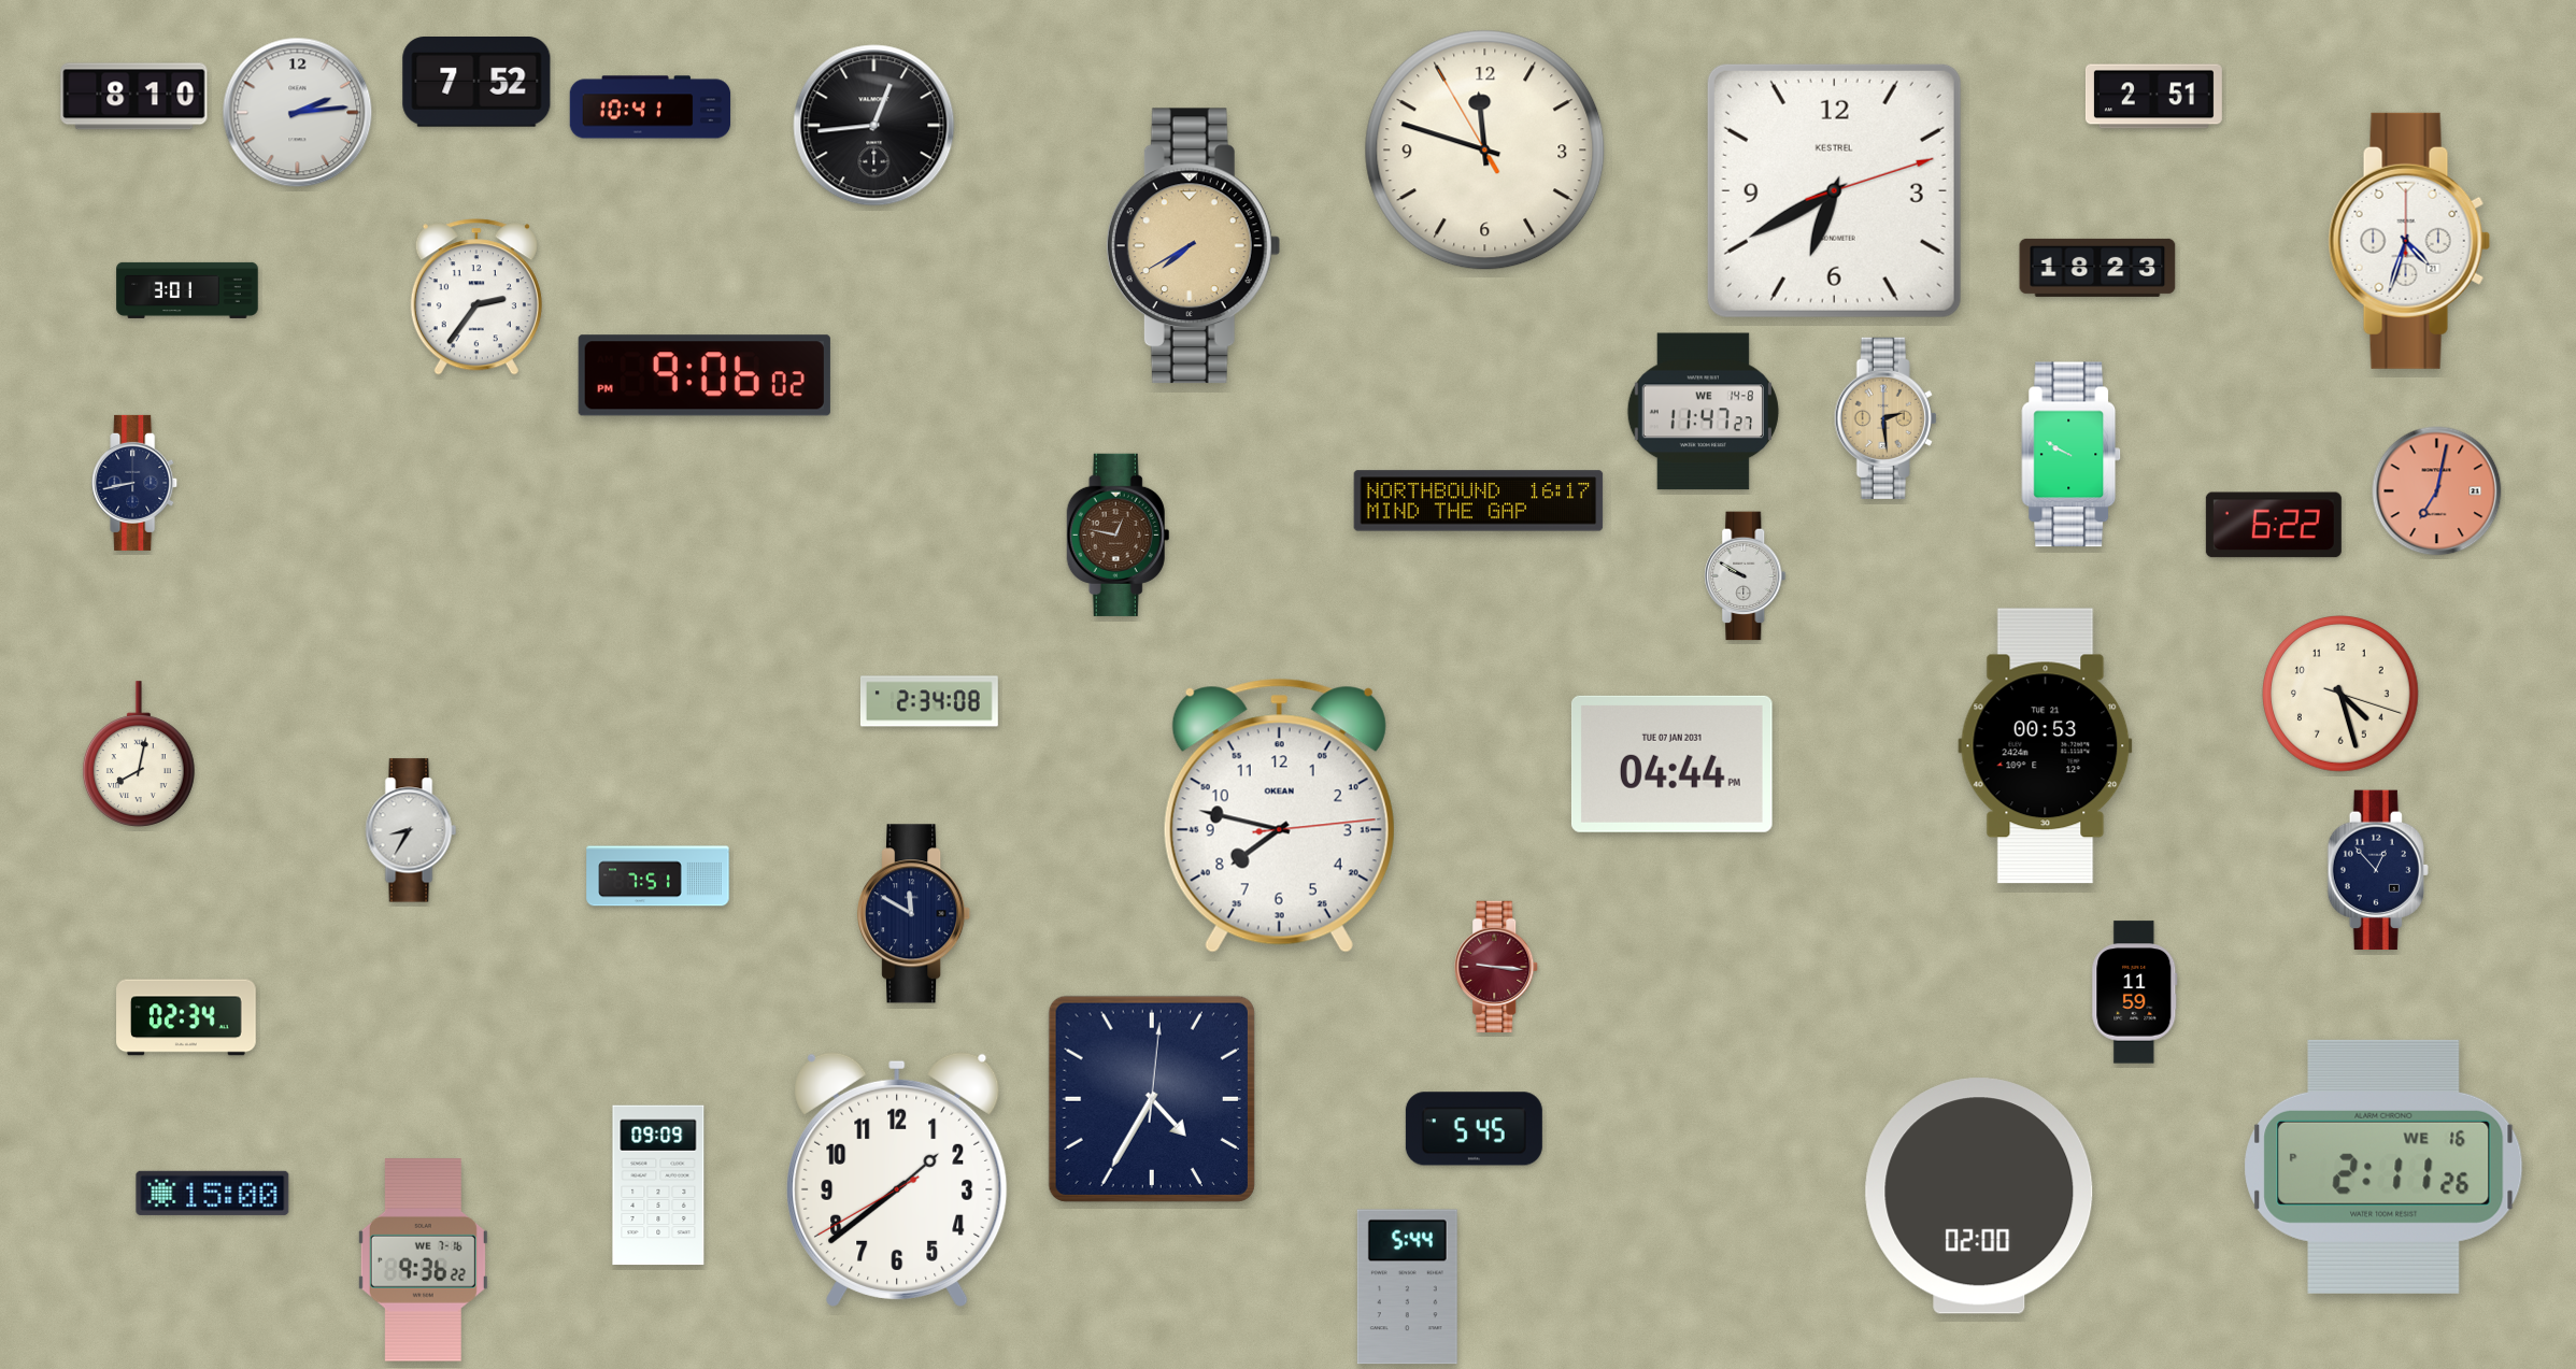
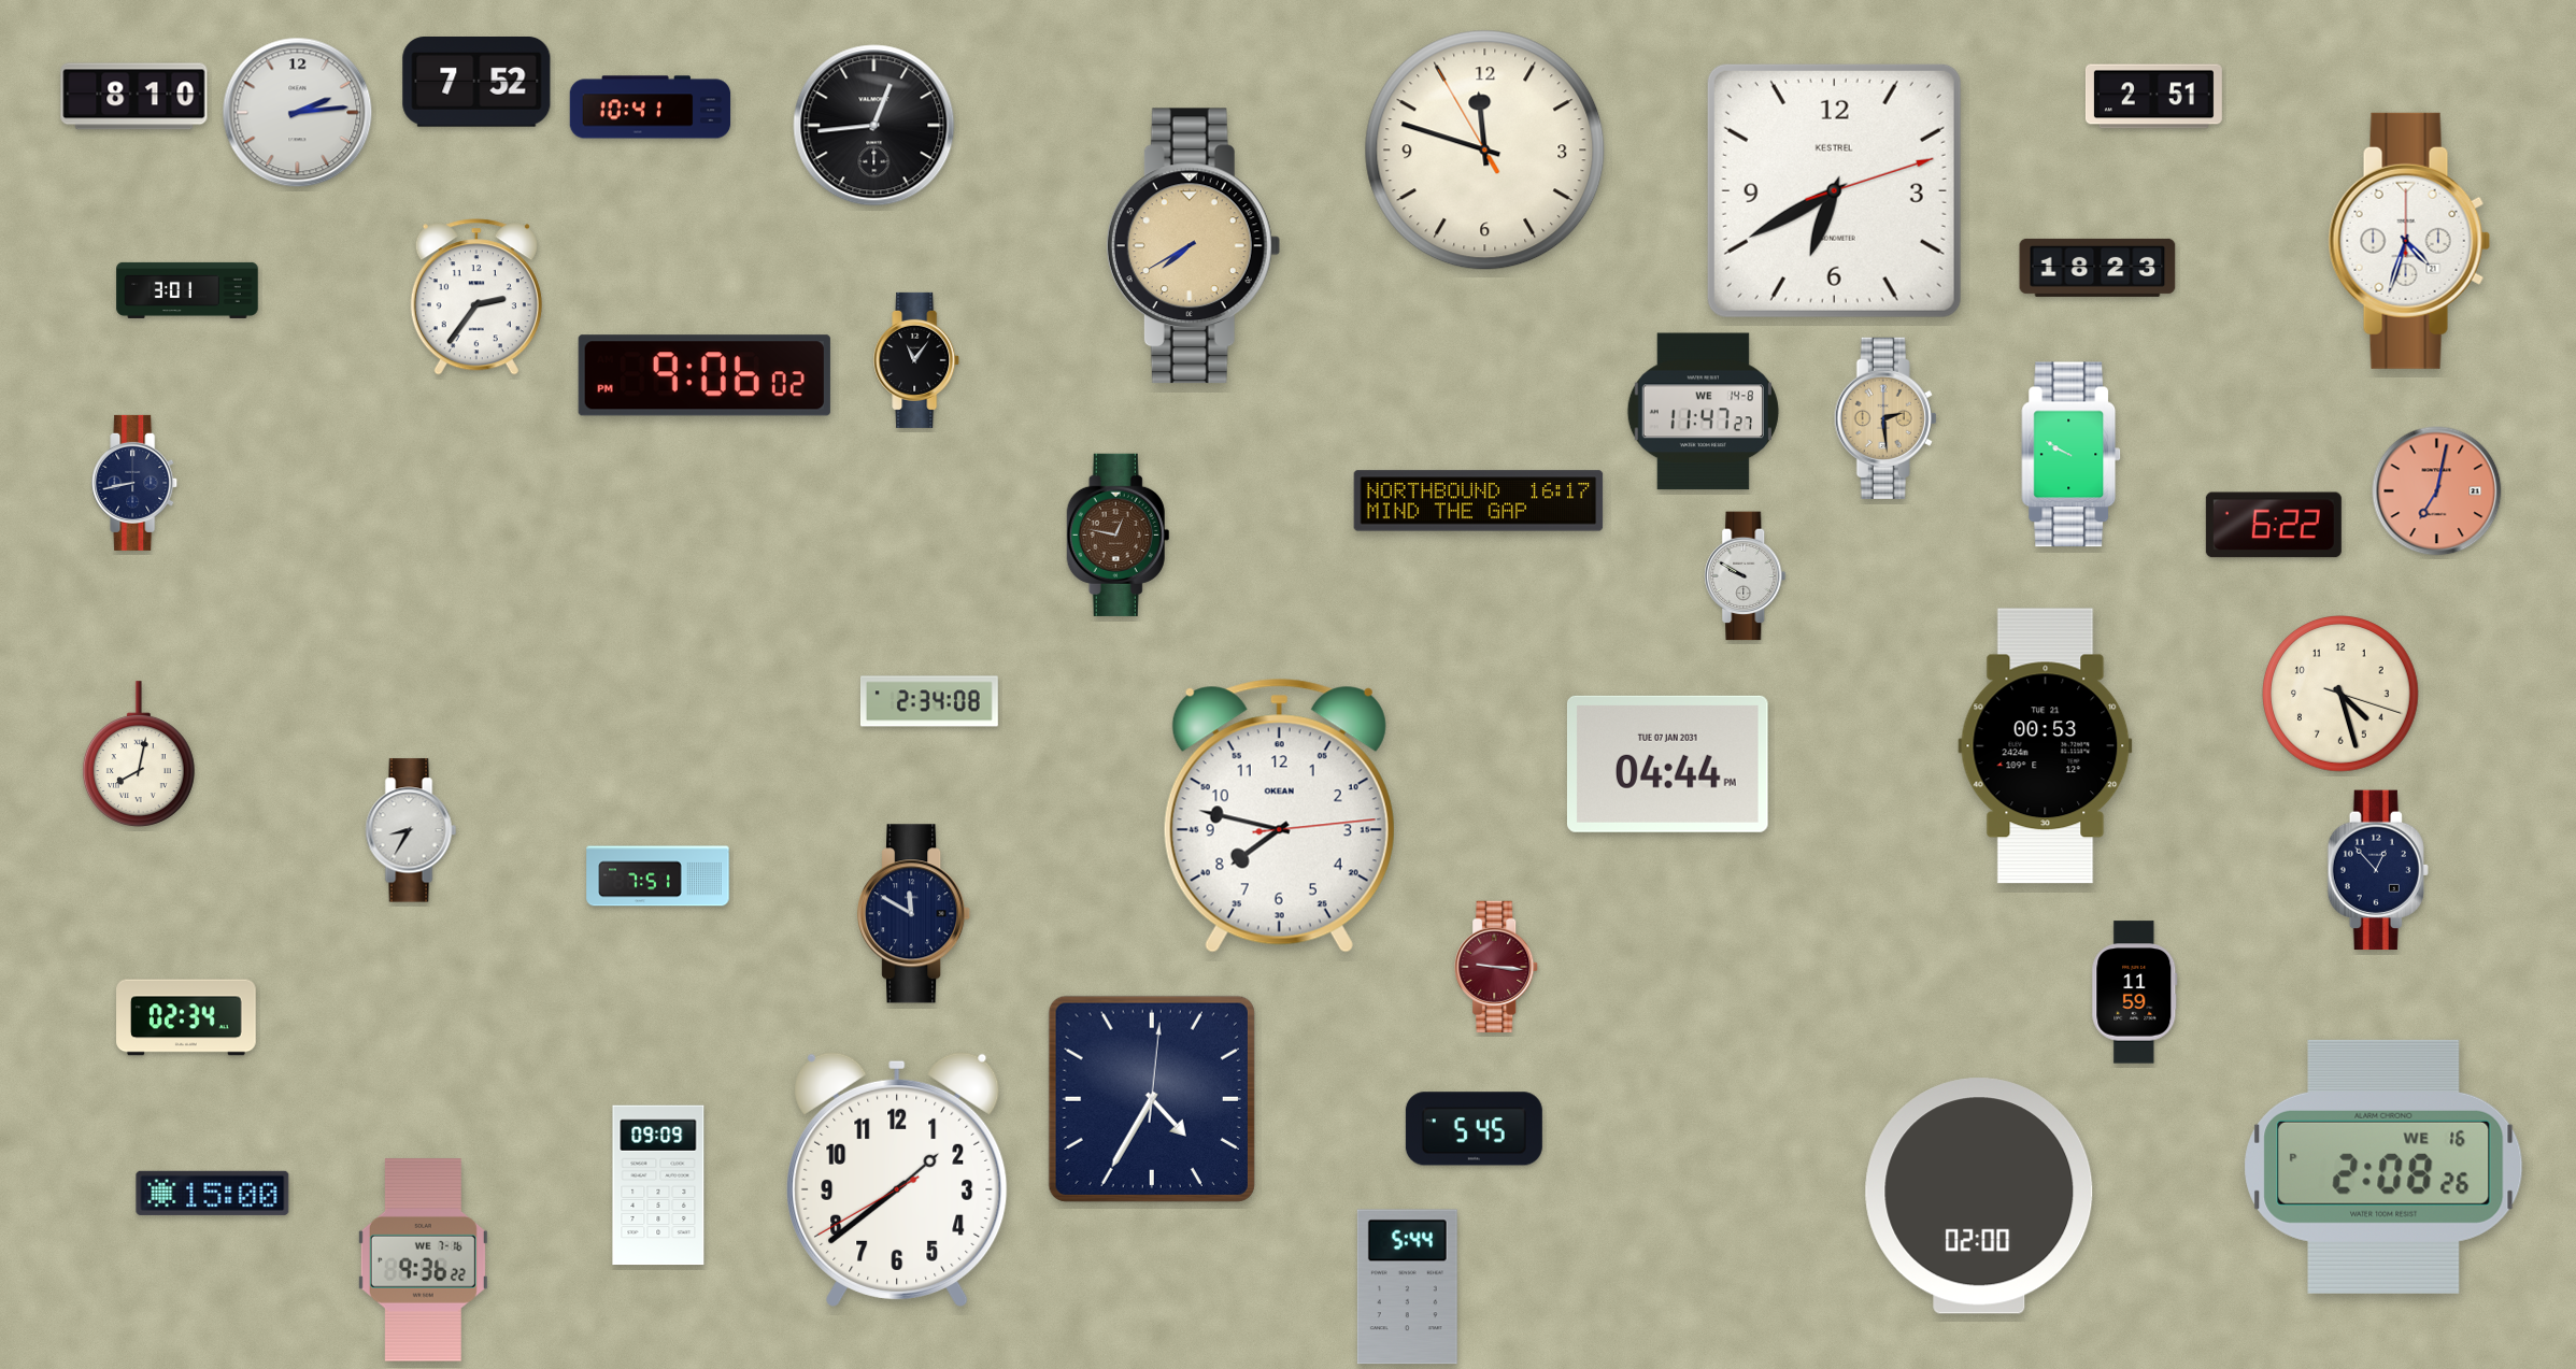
clock at (917, 360): none -> 11:06
clock at (1671, 764) position: (1671, 764) -> (1667, 764)
clock at (2383, 1167): 2:11 -> 2:08
